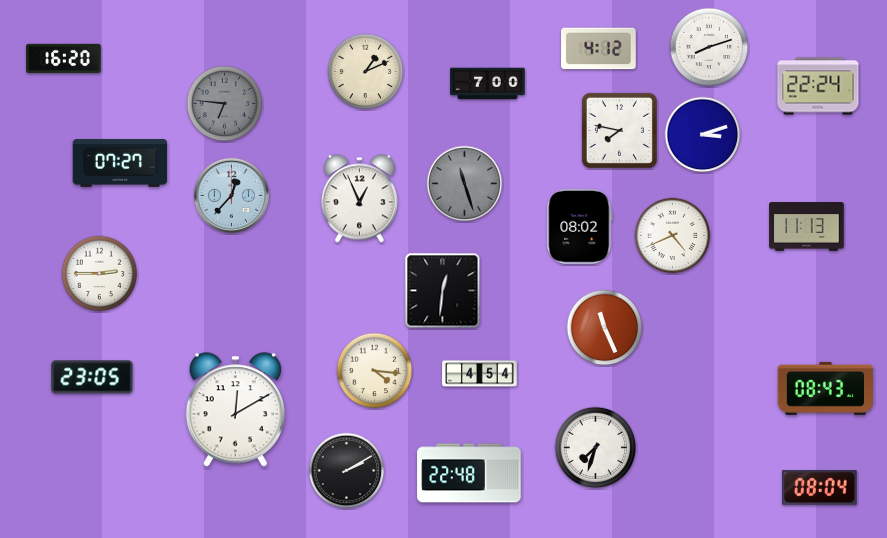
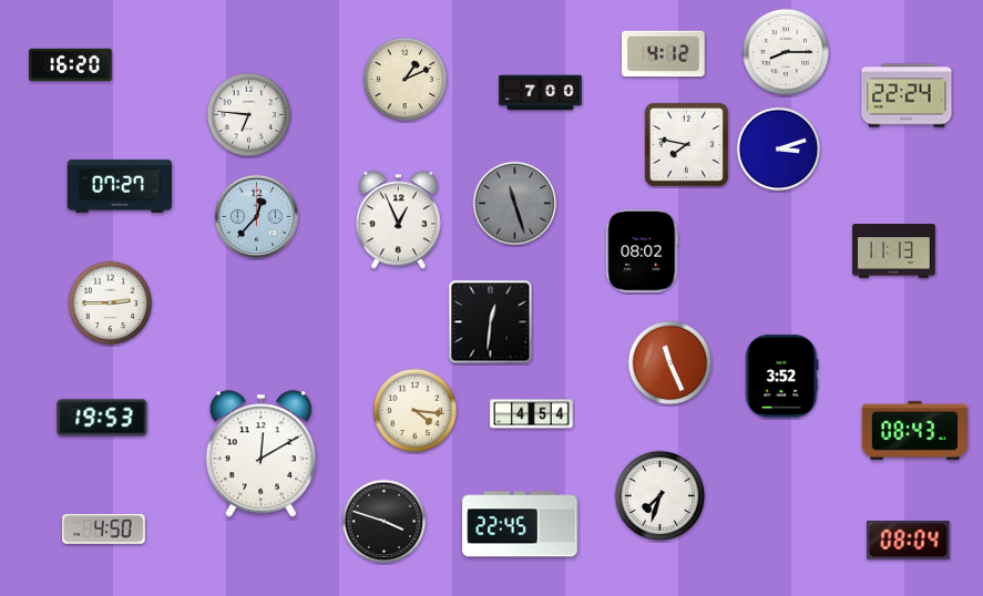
clock at (709, 47): 8:12 -> 8:15
clock at (225, 104) dial: grey -> white
clock at (120, 164) position: (120, 164) -> (120, 187)
clock at (673, 236): 4:41 -> none
clock at (782, 377): none -> 3:52
clock at (92, 377): 23:05 -> 19:53
clock at (347, 471): 2:10 -> 3:48
clock at (469, 473): 22:48 -> 22:45
clock at (104, 528): none -> 4:50
